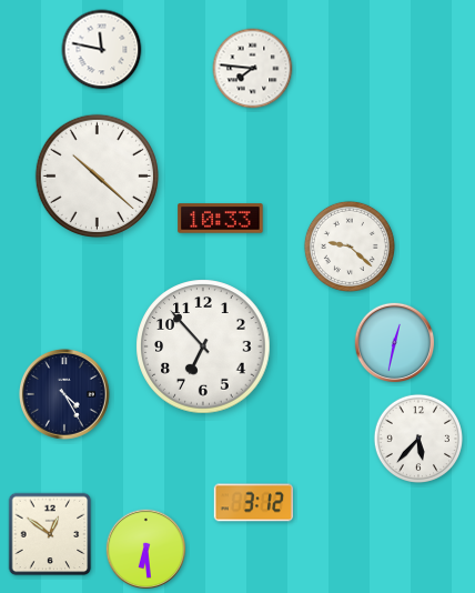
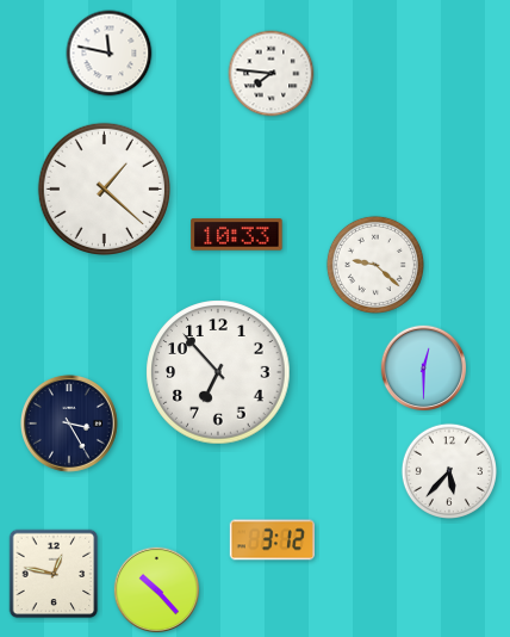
clock at (97, 175): 10:22 -> 1:22
clock at (395, 343): 12:32 -> 12:30
clock at (64, 394): 4:25 -> 3:25
clock at (50, 534): 12:51 -> 12:47
clock at (146, 550): 6:29 -> 10:23
